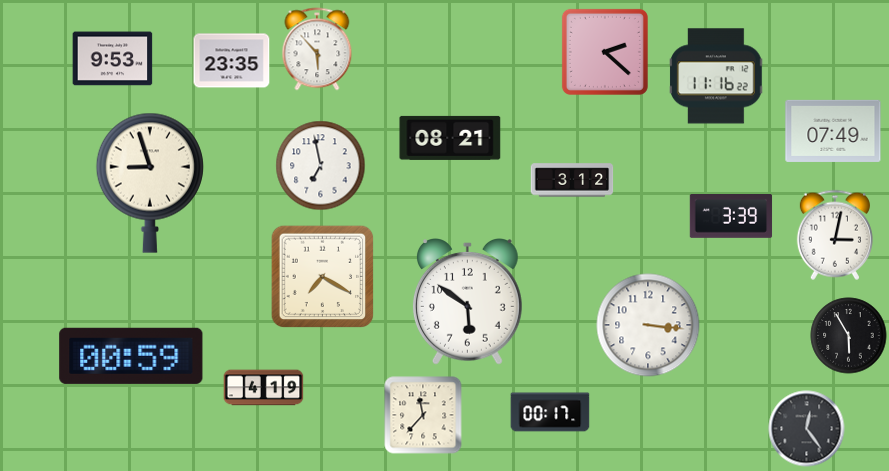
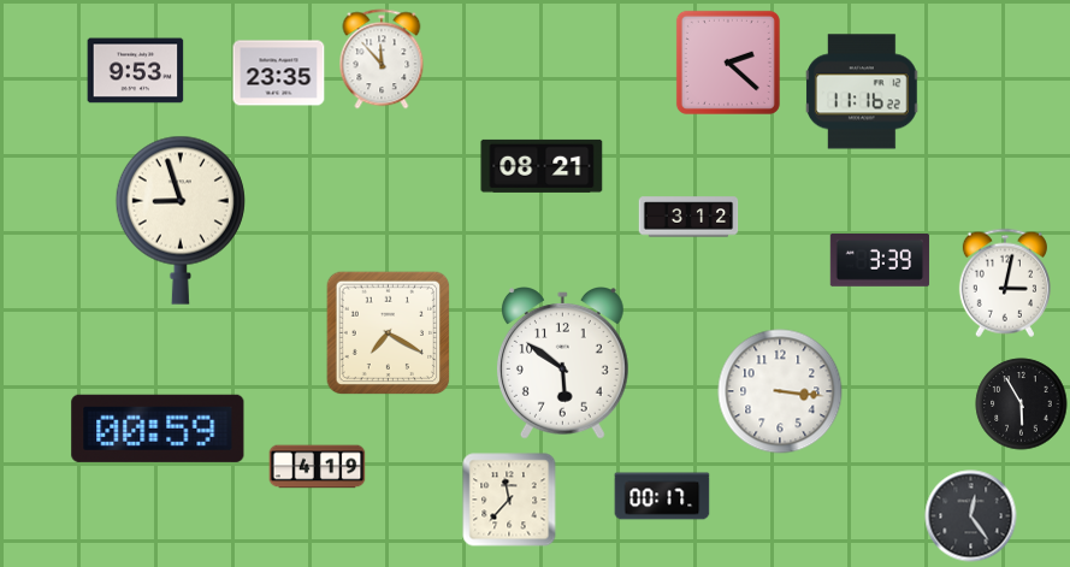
clock at (317, 49): 5:53 -> 11:53
clock at (833, 131): 07:49 -> none
clock at (321, 166): 6:58 -> none
